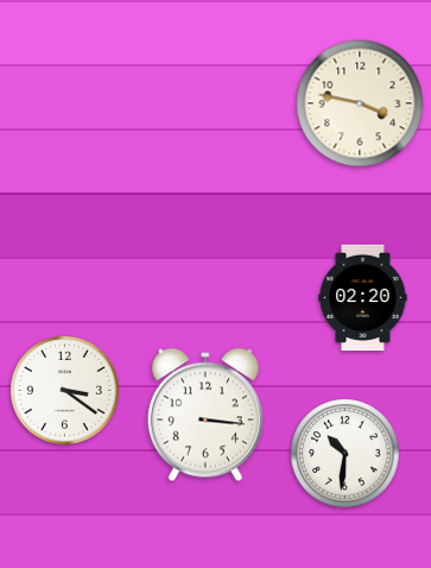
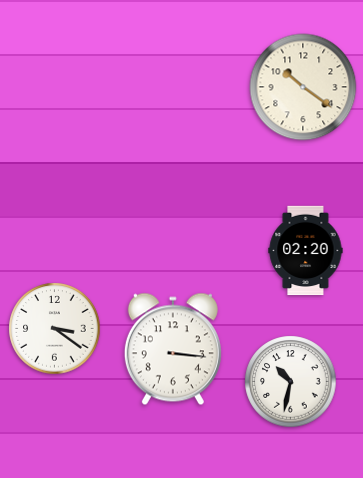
clock at (360, 103): 3:47 -> 10:21
clock at (346, 454): 10:31 -> 10:32
